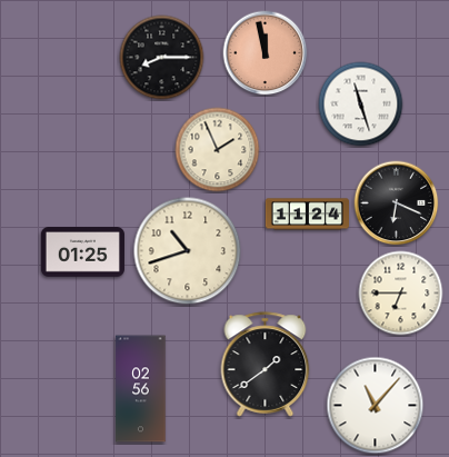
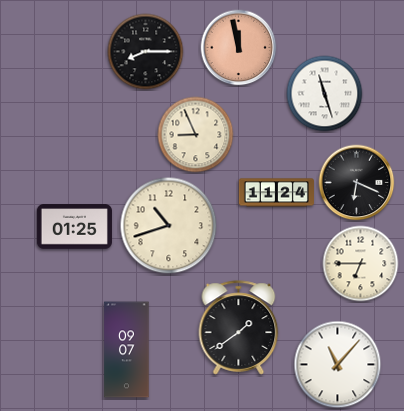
clock at (218, 150): 1:56 -> 8:56
clock at (141, 389): 02:56 -> 09:07
